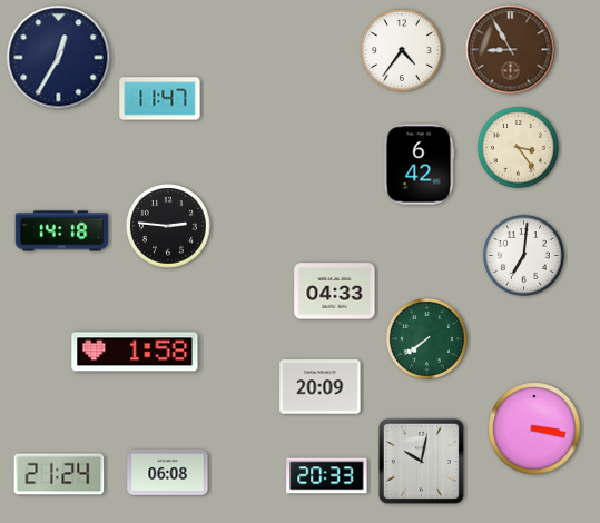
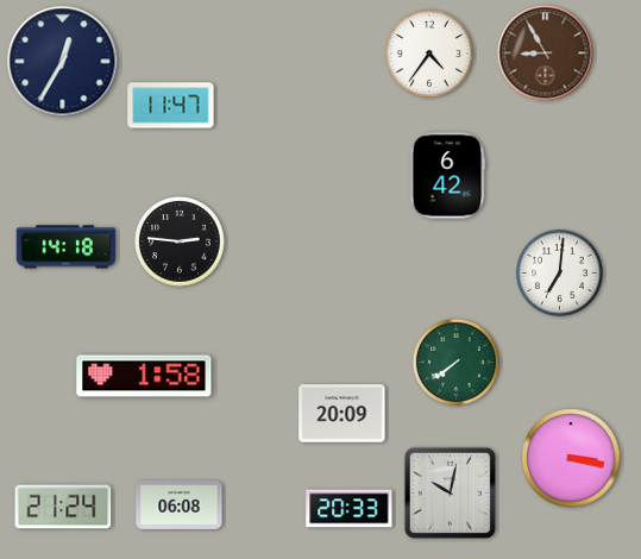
clock at (518, 147): 3:24 -> none
clock at (335, 292): 04:33 -> none
